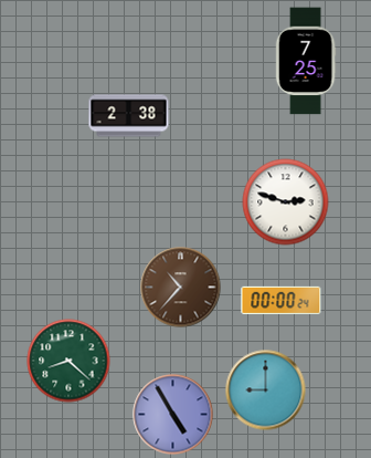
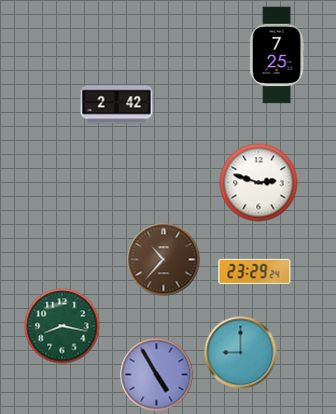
clock at (129, 116): 2:38 -> 2:42
clock at (282, 300): 00:00 -> 23:29
clock at (68, 361): 8:22 -> 8:17
